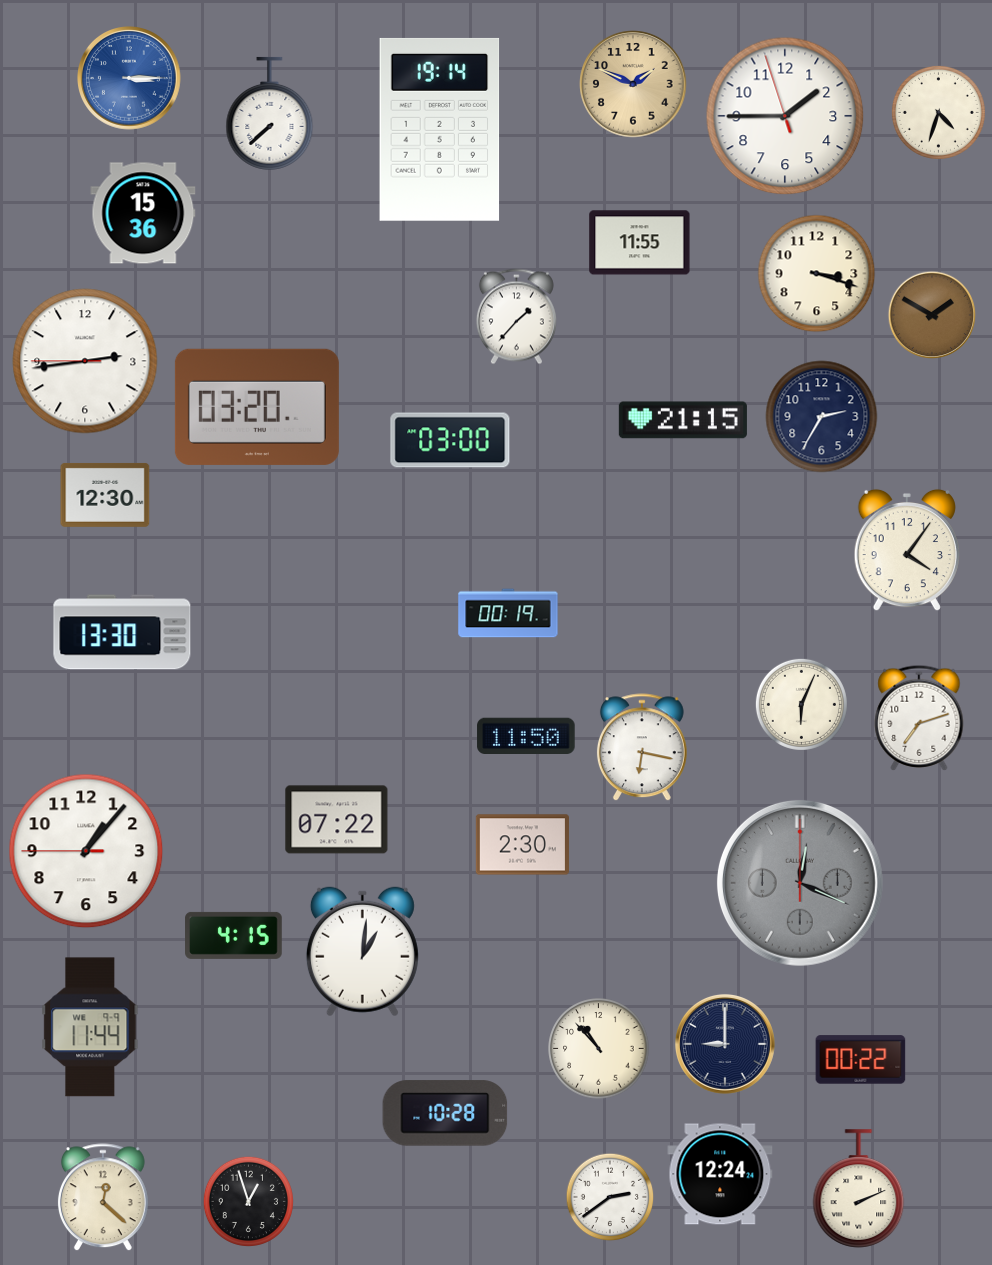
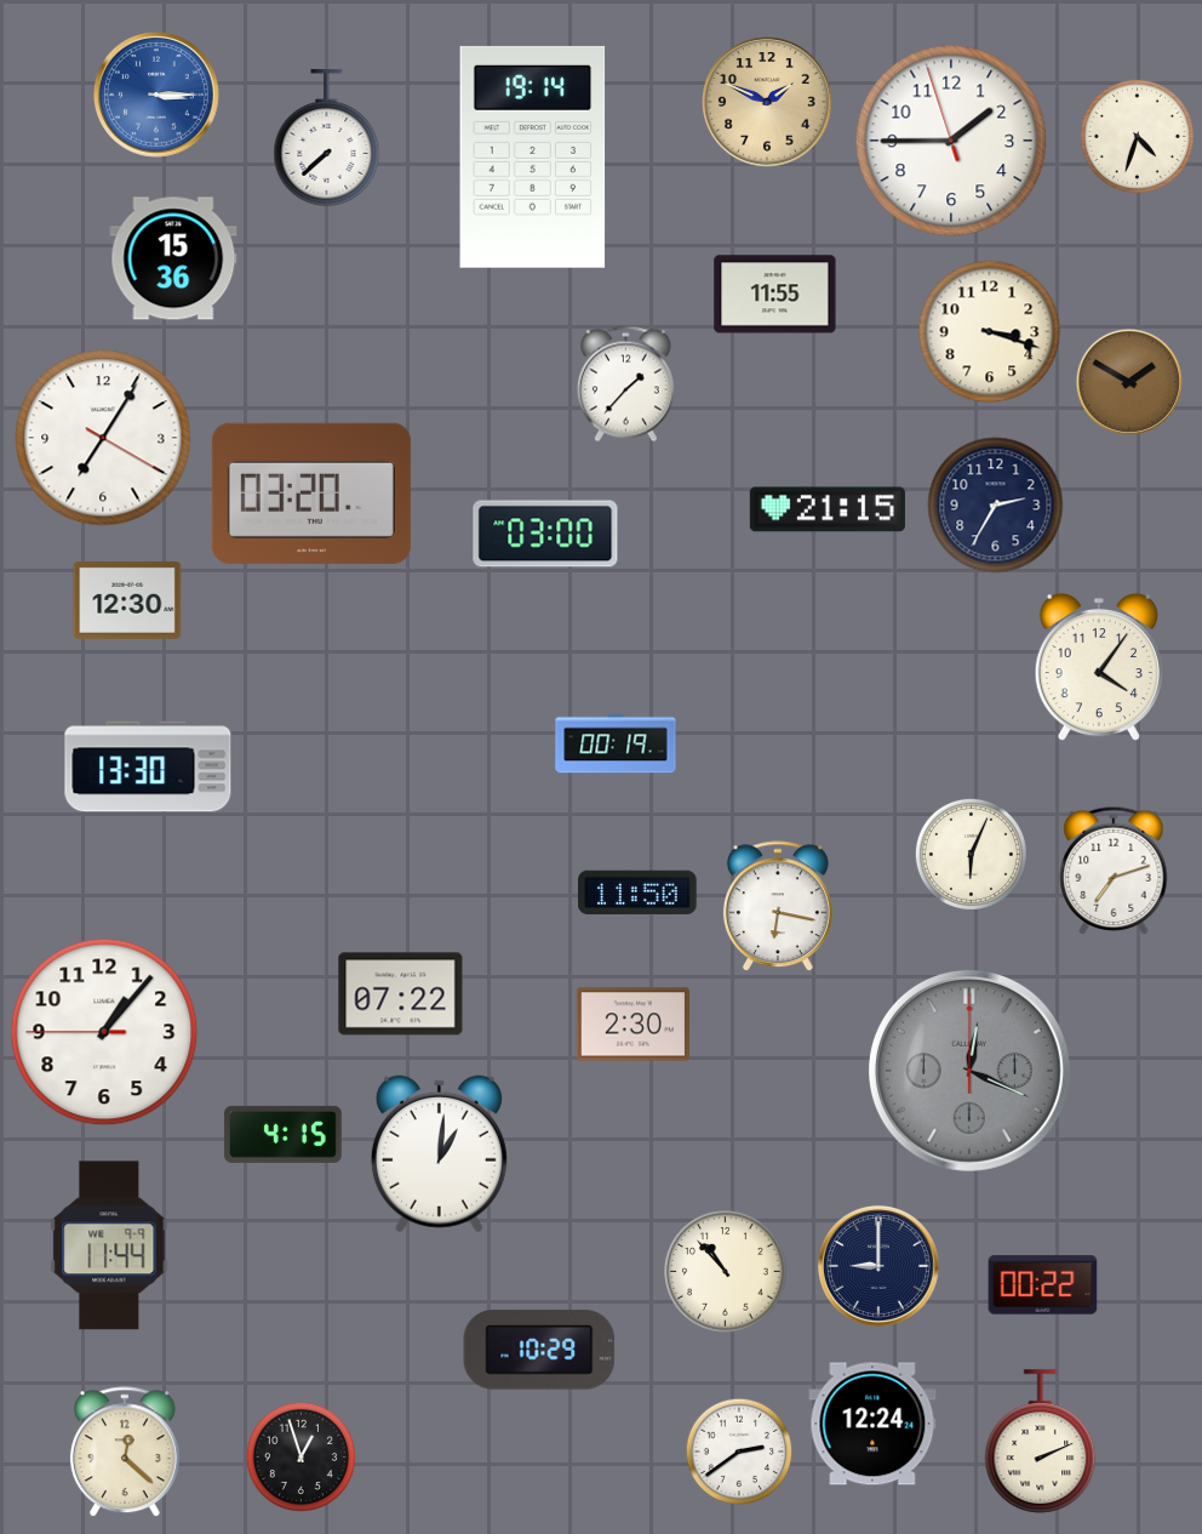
clock at (85, 361): 2:43 -> 7:05
clock at (337, 820) position: (337, 820) -> (401, 994)
clock at (445, 1113): 10:28 -> 10:29
